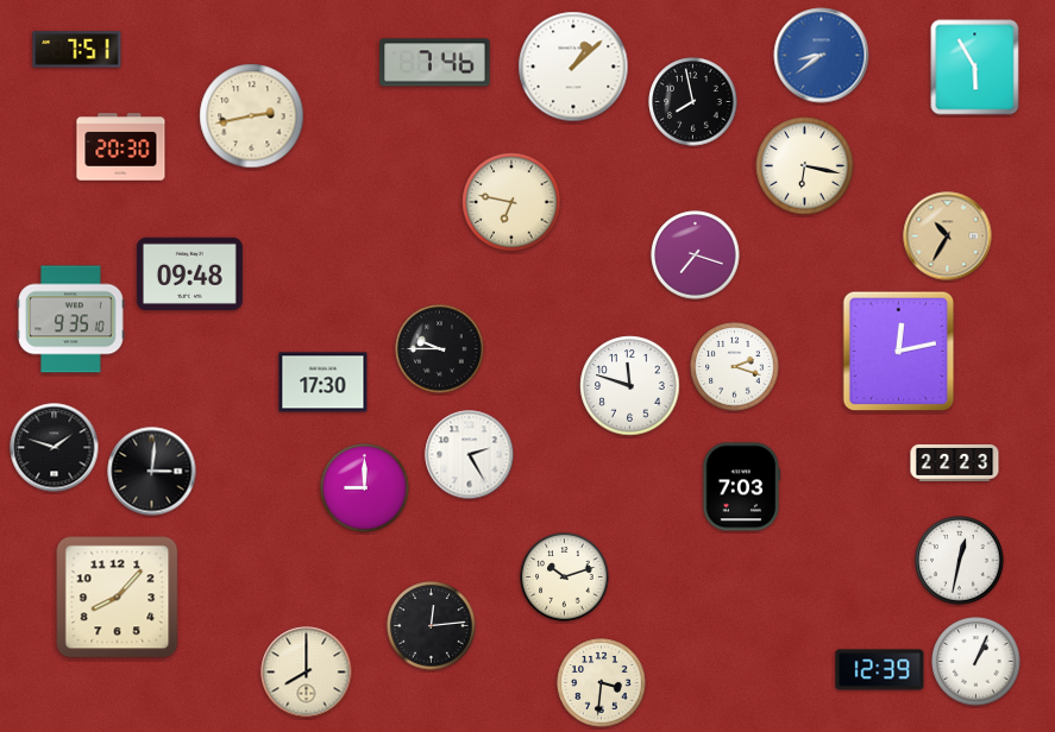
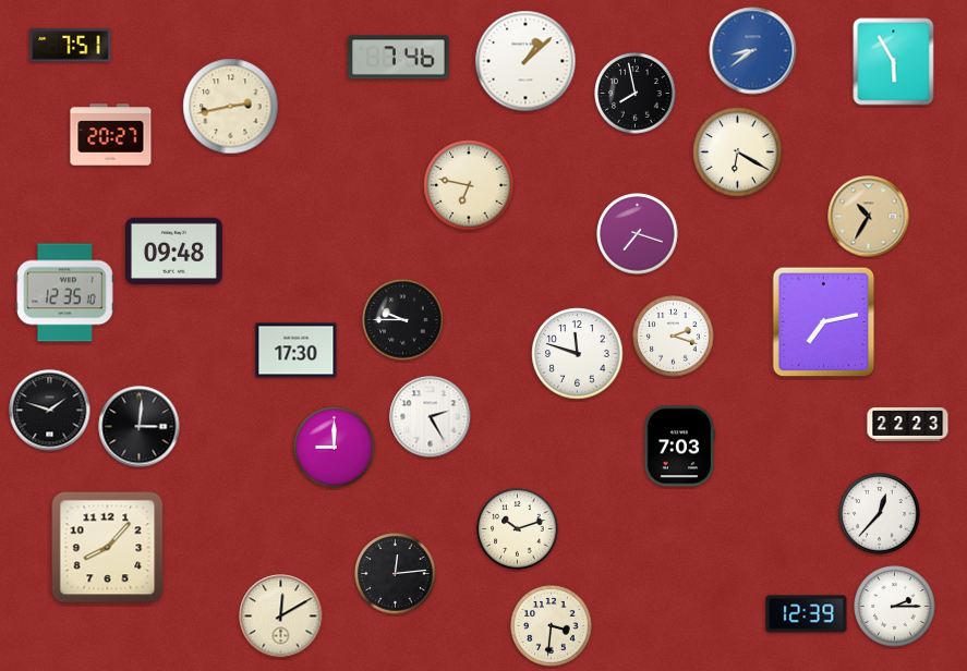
clock at (121, 147): 20:30 -> 20:27
clock at (805, 166): 6:17 -> 6:20
clock at (71, 320): 9:35 -> 12:35
clock at (899, 352): 12:13 -> 7:13
clock at (955, 462) position: (955, 462) -> (908, 424)
clock at (152, 472) position: (152, 472) -> (140, 427)
clock at (960, 561): 12:32 -> 12:37
clock at (976, 662): 1:04 -> 2:15
clock at (307, 673): 8:00 -> 12:10
